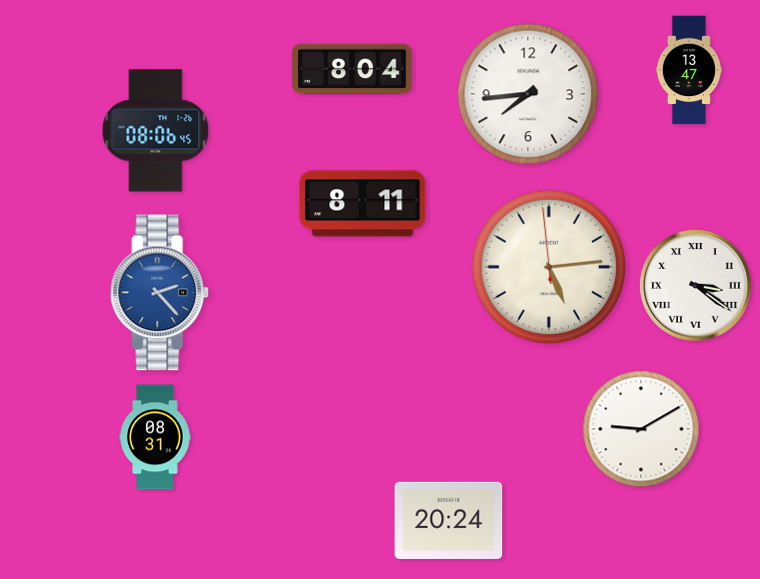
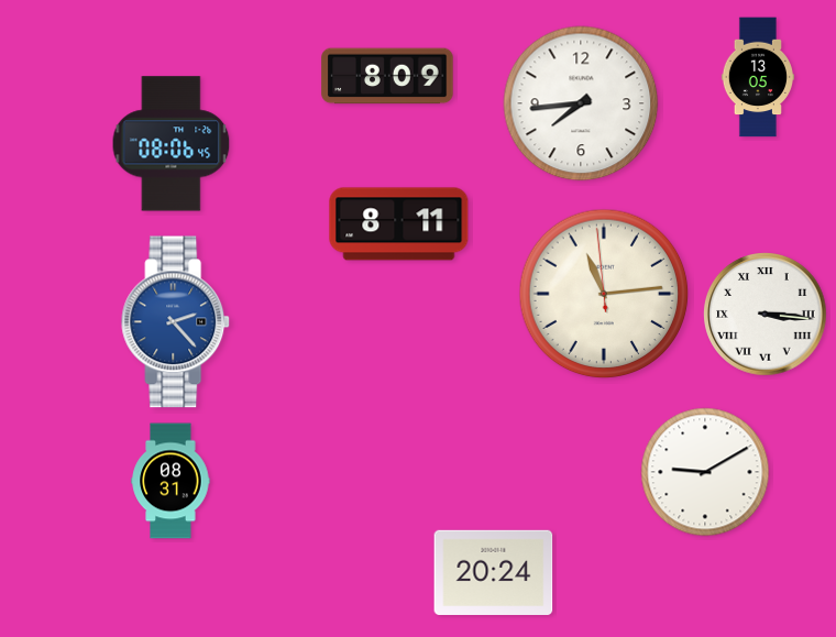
clock at (352, 69): 8:04 -> 8:09
clock at (688, 70): 13:47 -> 13:05
clock at (549, 267): 5:13 -> 11:13
clock at (696, 286): 3:21 -> 3:16
